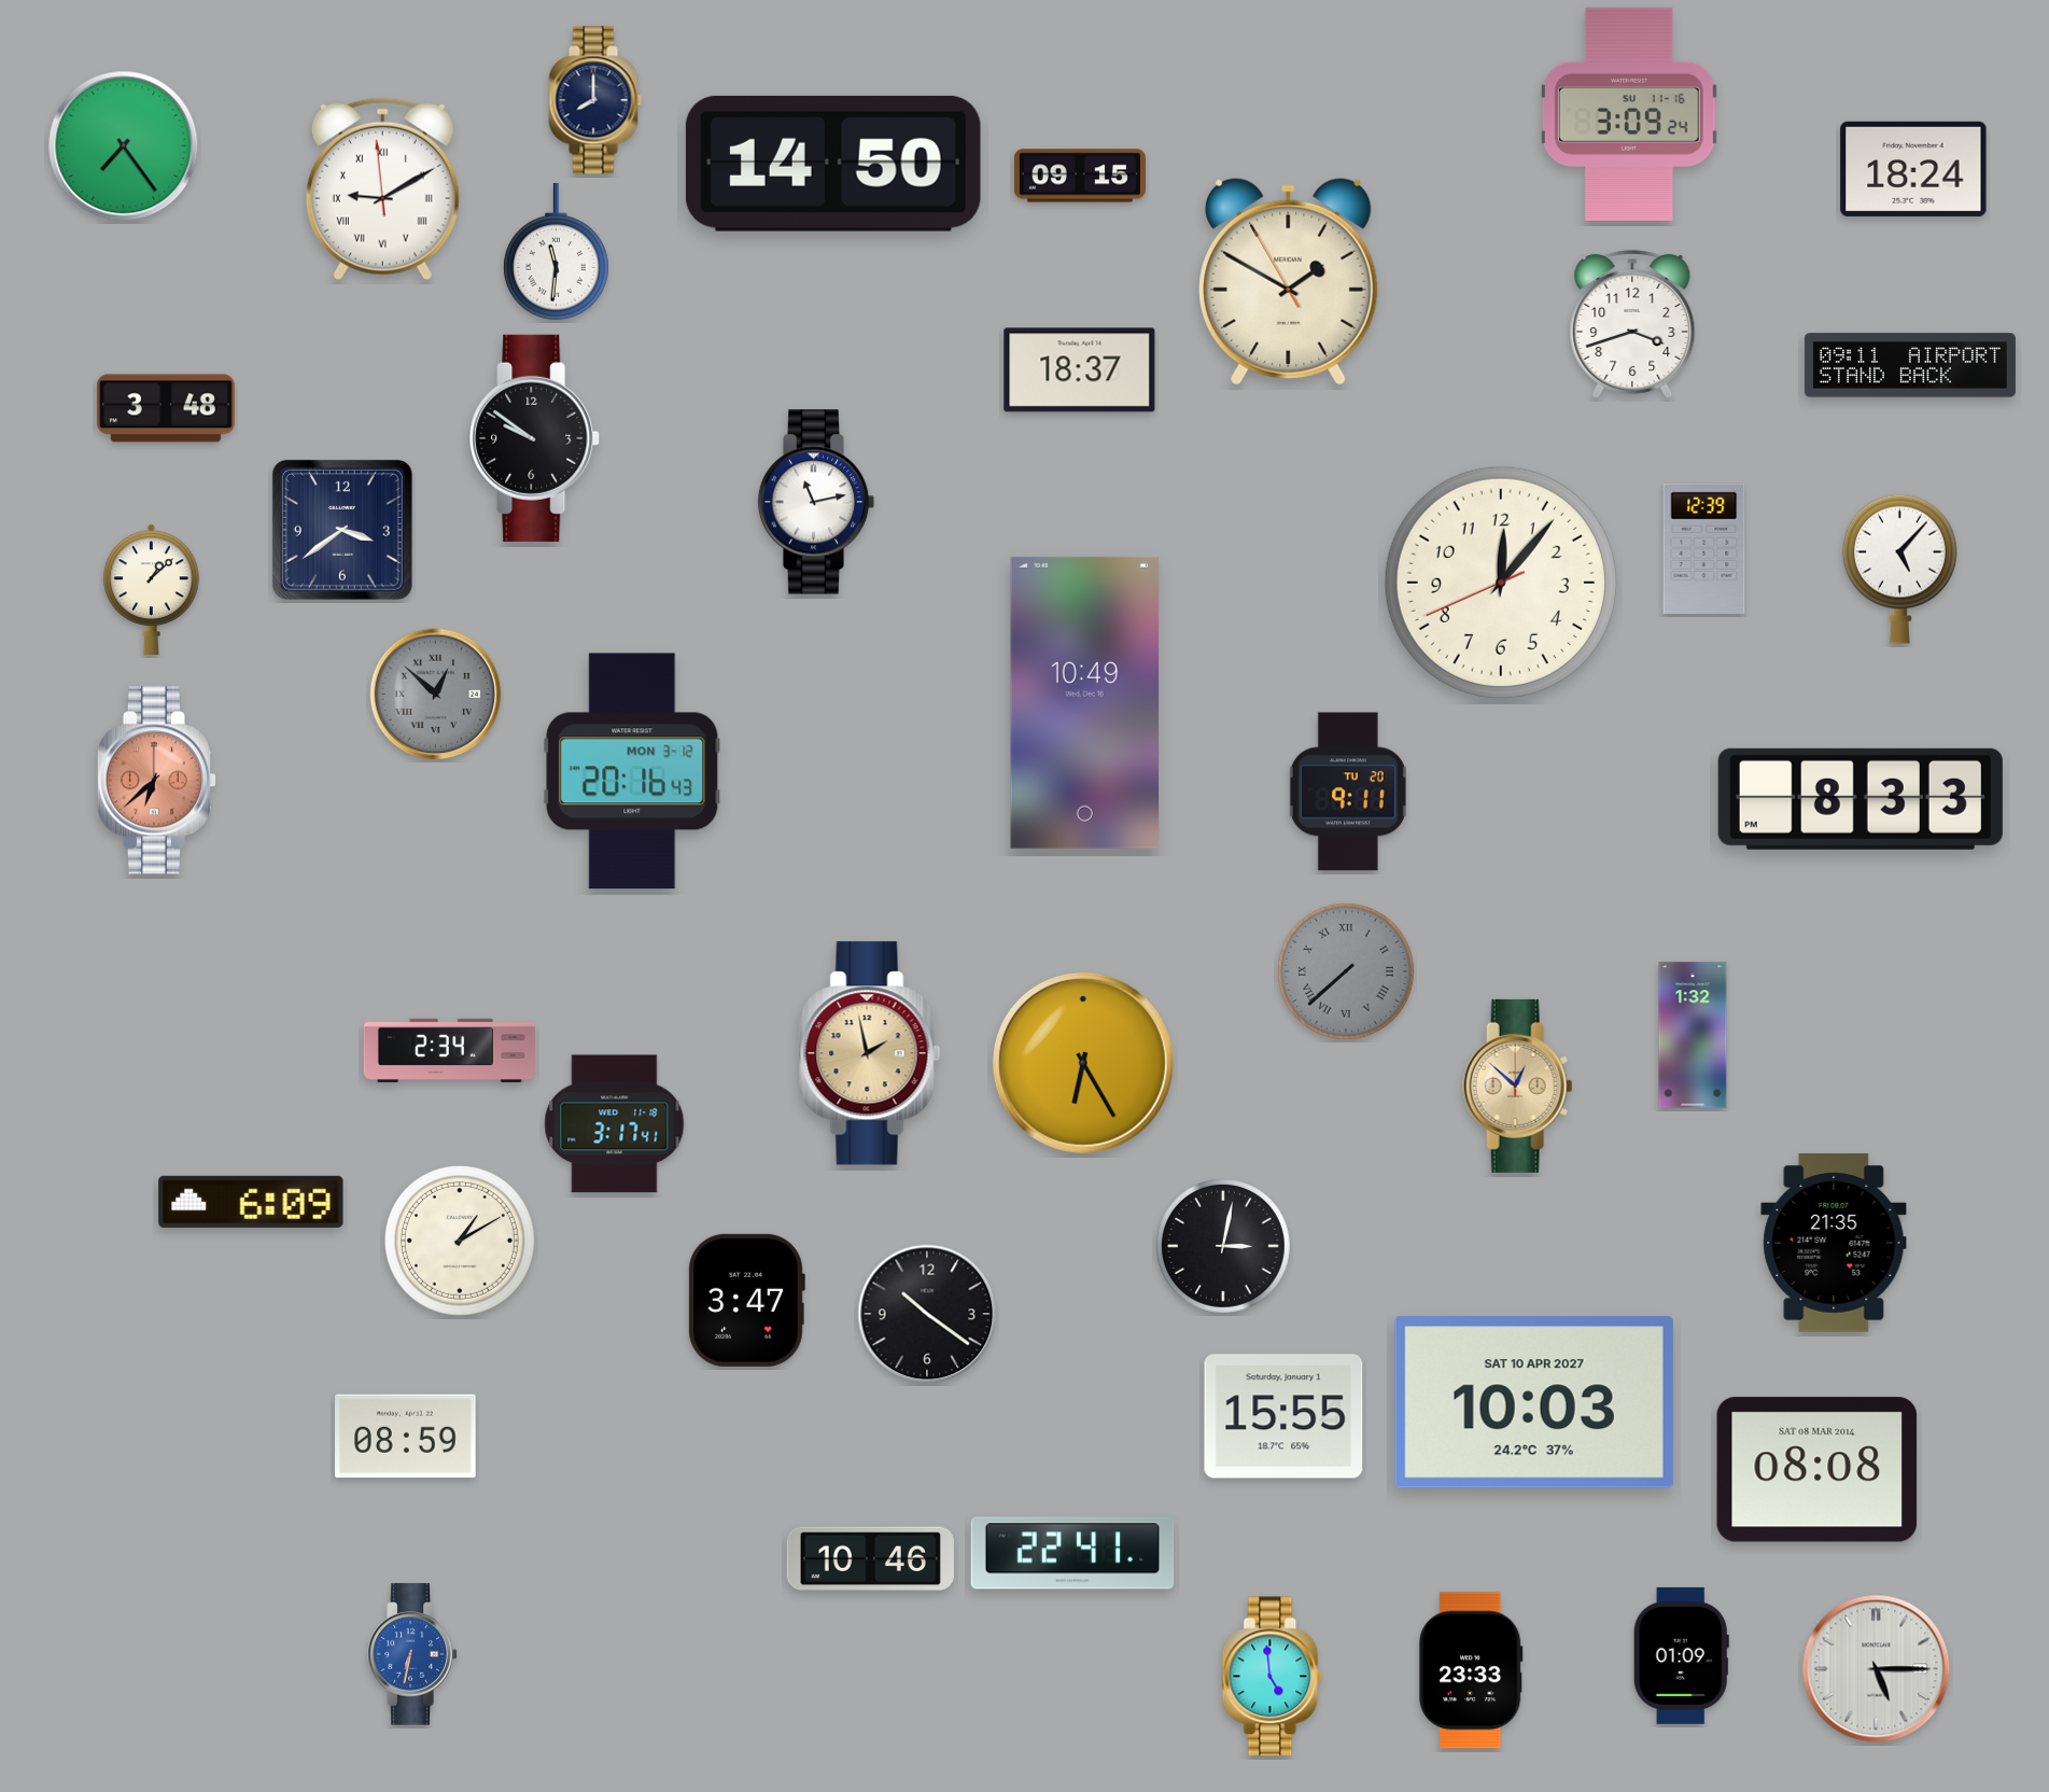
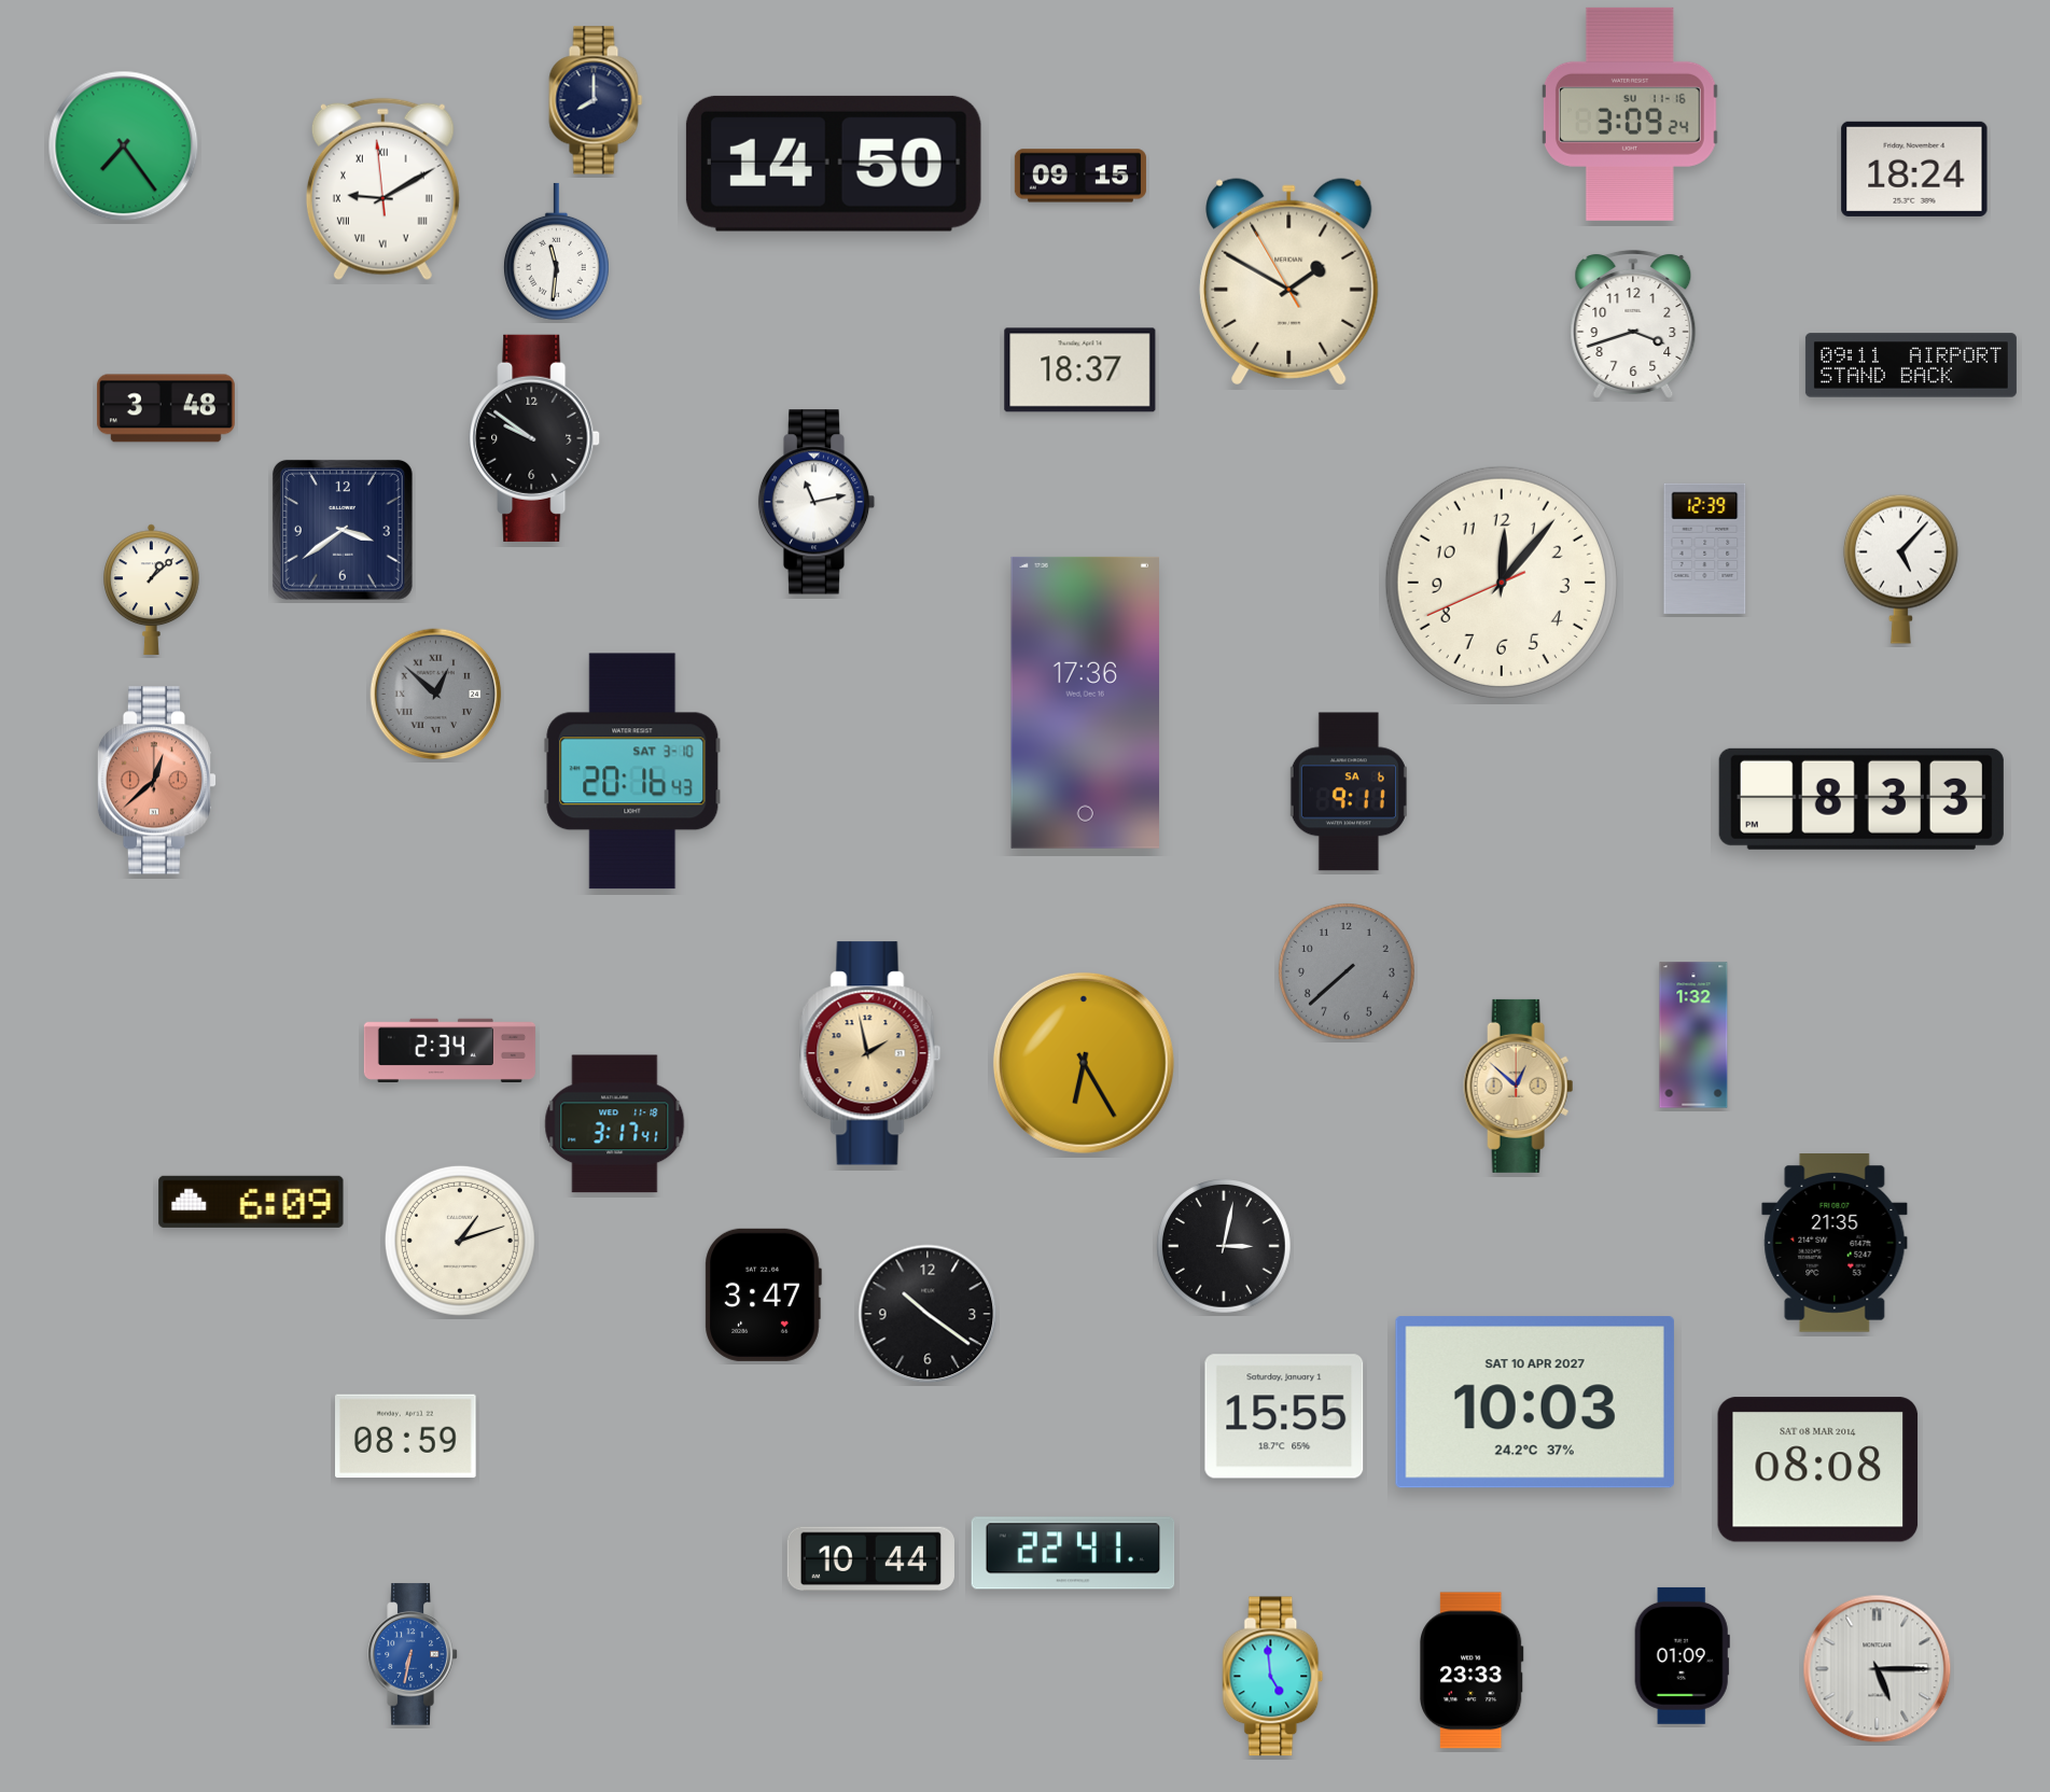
clock at (1084, 702): 10:49 -> 17:36
clock at (632, 771) date: MON 3-12 -> SAT 3-10
clock at (156, 781): 6:38 -> 12:38
clock at (1348, 792) date: TU 20 -> SA 6
clock at (1347, 972) numerals: Roman -> Arabic
clock at (460, 1241): 1:10 -> 1:12
clock at (746, 1300) position: (746, 1300) -> (763, 1294)
clock at (870, 1559): 10:46 -> 10:44
